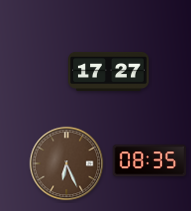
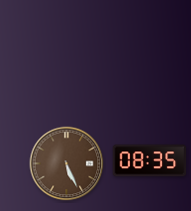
clock at (109, 71): 17:27 -> none
clock at (67, 164): 6:26 -> 5:26
